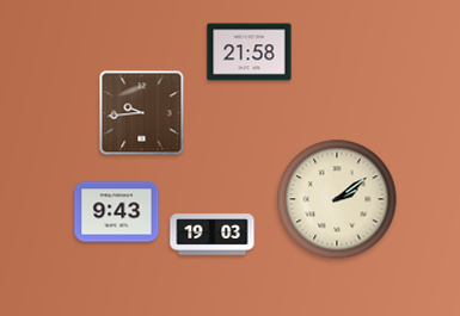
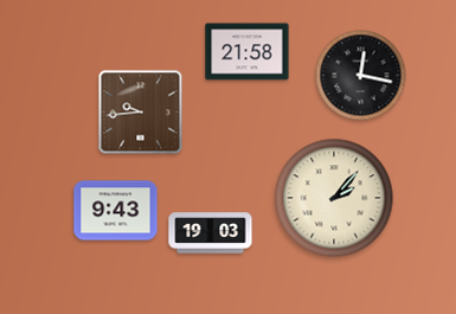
clock at (361, 76): none -> 12:17
clock at (337, 199): 2:09 -> 2:07
